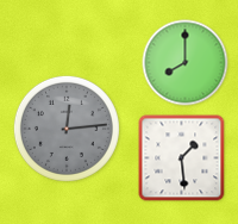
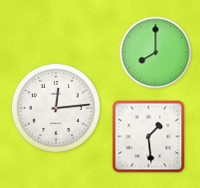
clock at (67, 129) dial: grey -> white
clock at (182, 158) position: (182, 158) -> (149, 137)
